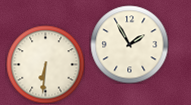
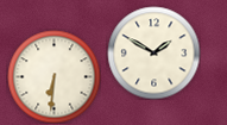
clock at (129, 44): 1:55 -> 1:50
